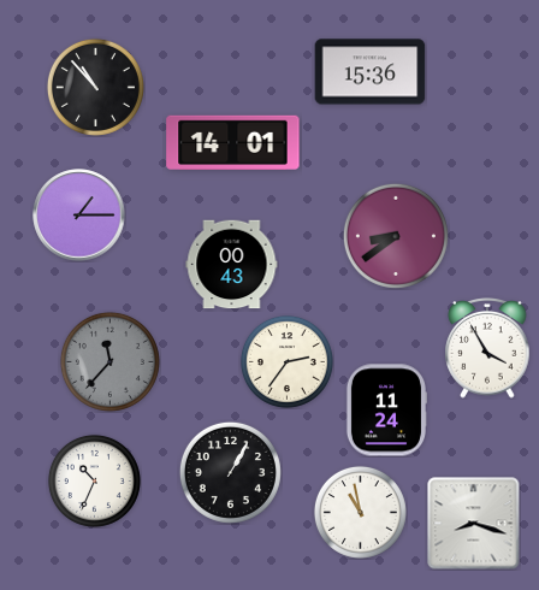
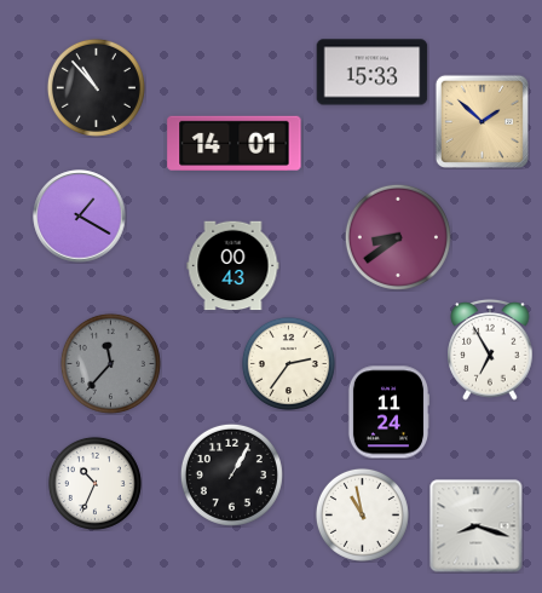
clock at (371, 72): 15:36 -> 15:33
clock at (482, 121): none -> 1:52
clock at (79, 216): 1:15 -> 1:20
clock at (487, 349): 3:55 -> 6:55
